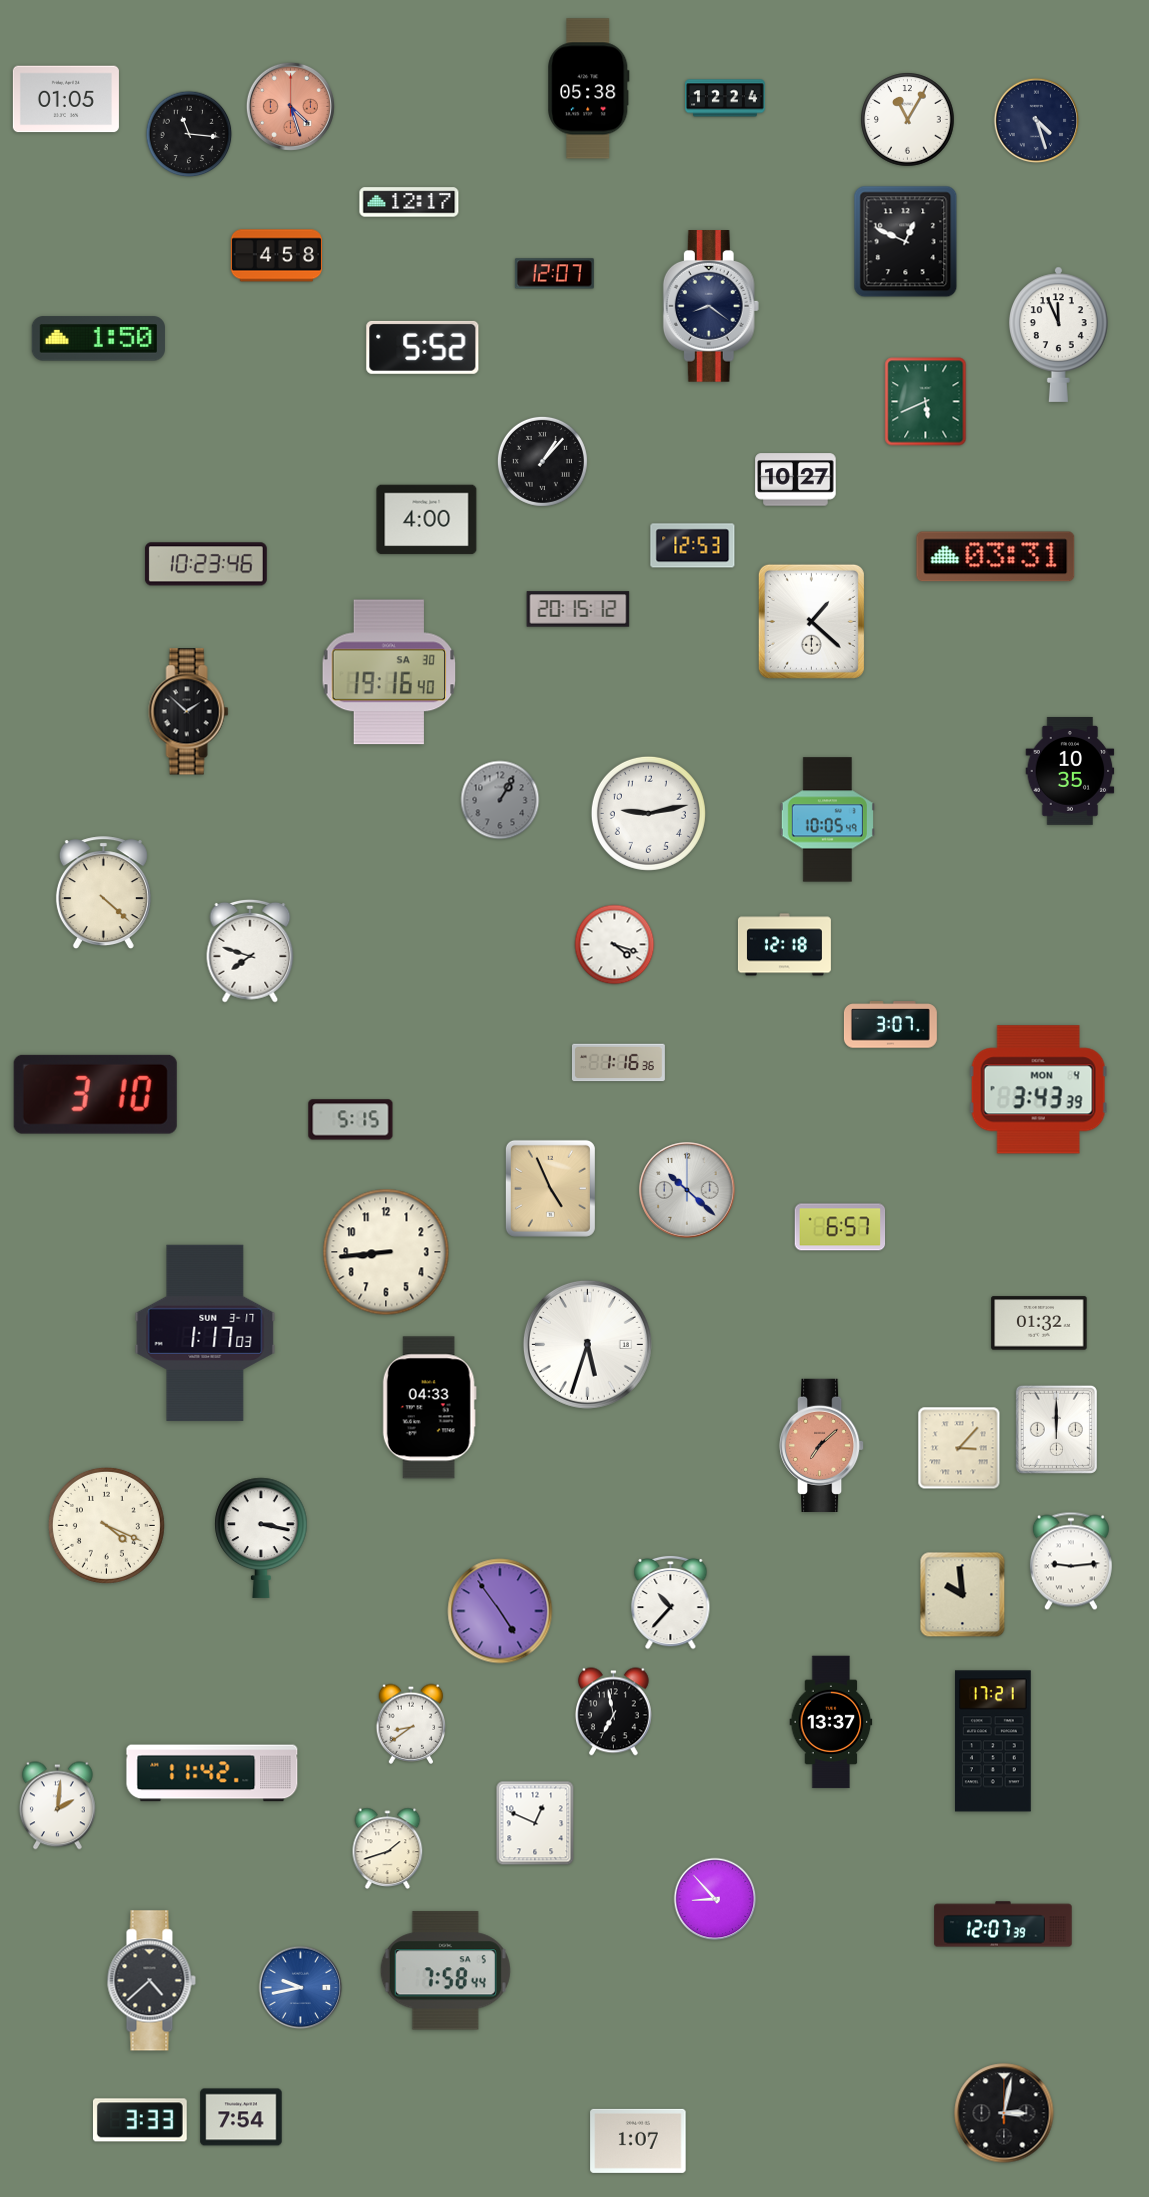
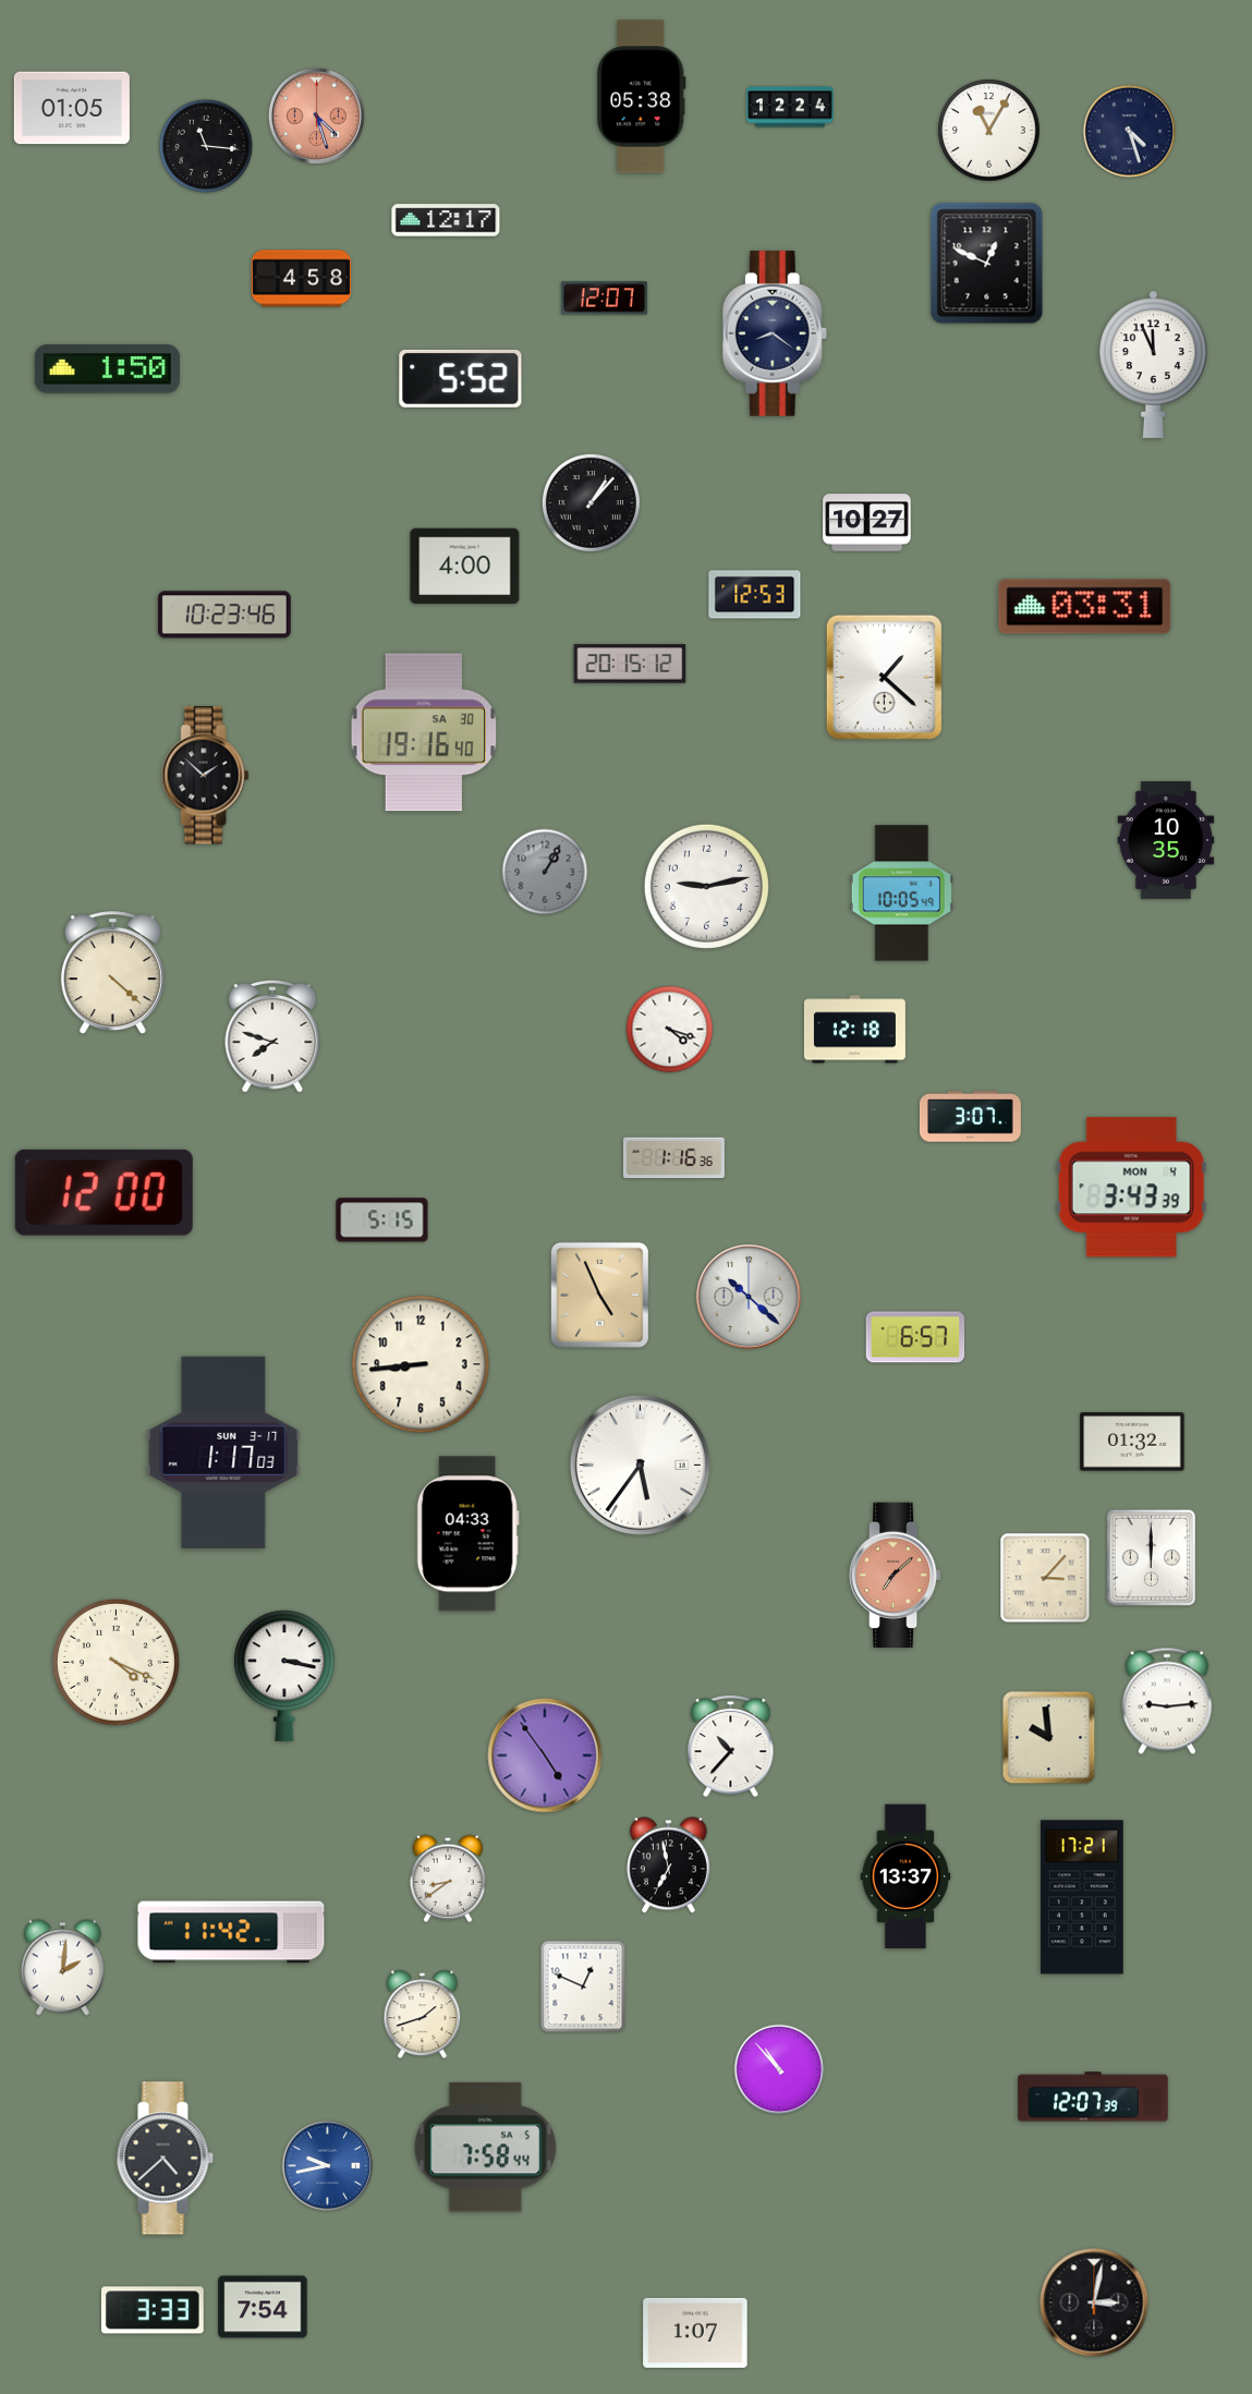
clock at (926, 402): 5:41 -> none
clock at (95, 1094): 3:10 -> 12:00
clock at (587, 1344): 5:33 -> 5:36
clock at (715, 1899): 8:53 -> 10:53
